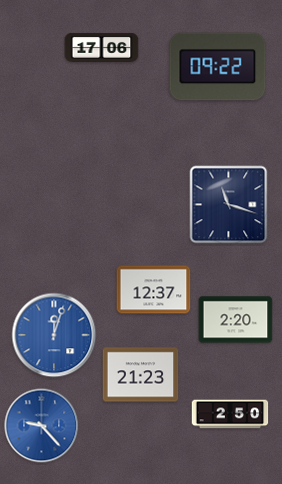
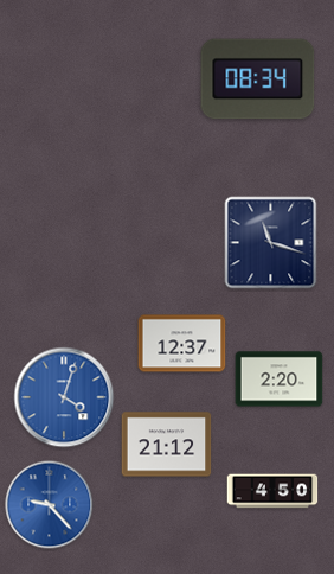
clock at (102, 47): 17:06 -> none
clock at (218, 67): 09:22 -> 08:34
clock at (54, 335): 12:03 -> 4:03
clock at (141, 375): 21:23 -> 21:12
clock at (230, 414): 2:50 -> 4:50
